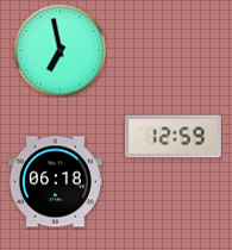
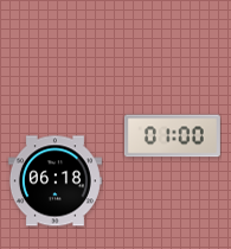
clock at (59, 50): 6:58 -> none
clock at (173, 137): 12:59 -> 01:00
